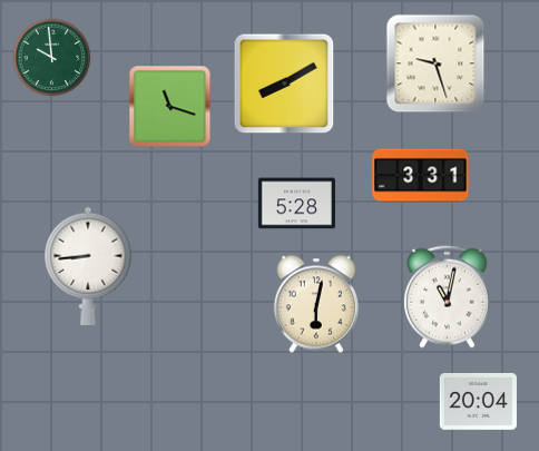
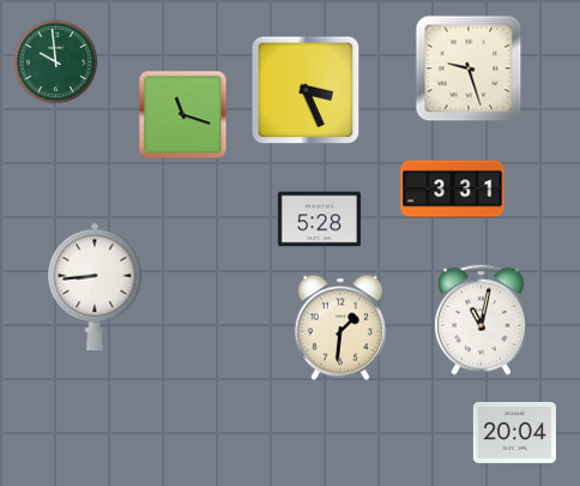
clock at (284, 84): 8:10 -> 3:26
clock at (316, 304): 6:02 -> 1:31
